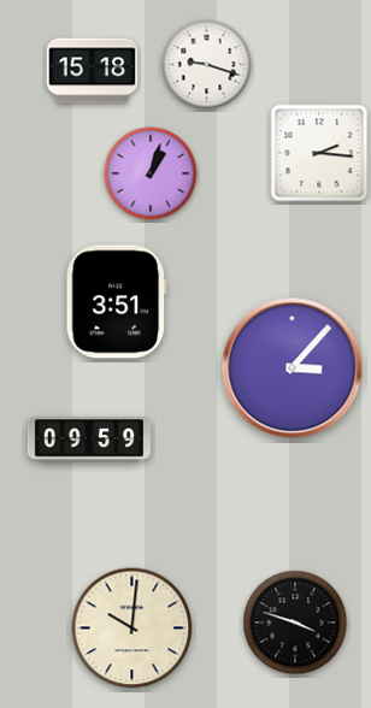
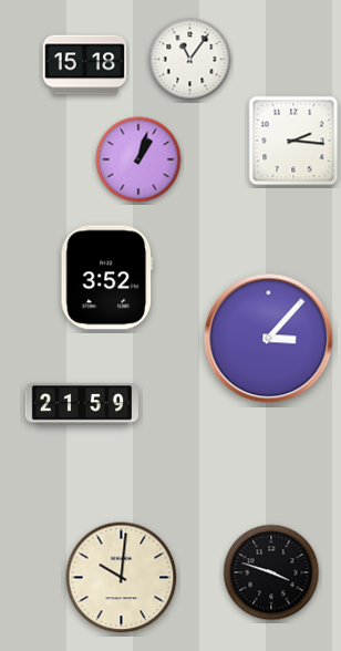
clock at (207, 65): 9:18 -> 11:06
clock at (116, 302): 3:51 -> 3:52
clock at (88, 439): 09:59 -> 21:59
